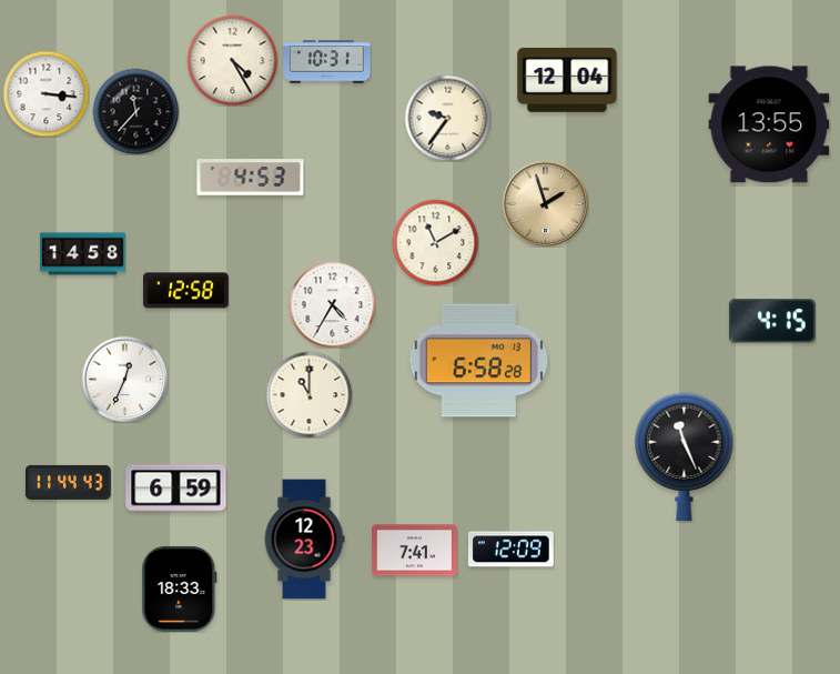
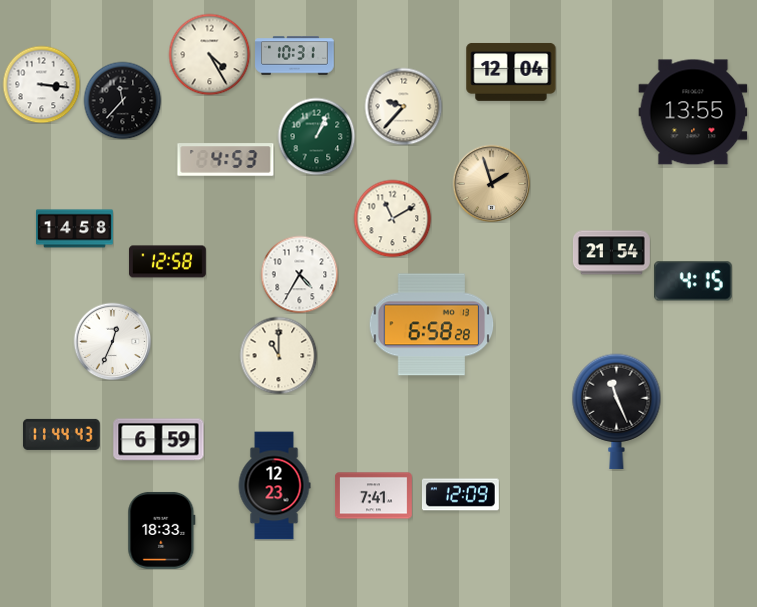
clock at (447, 118): 9:36 -> 9:37
clock at (316, 136): none -> 1:04
clock at (611, 253): none -> 21:54
clock at (772, 321) position: (772, 321) -> (693, 281)
